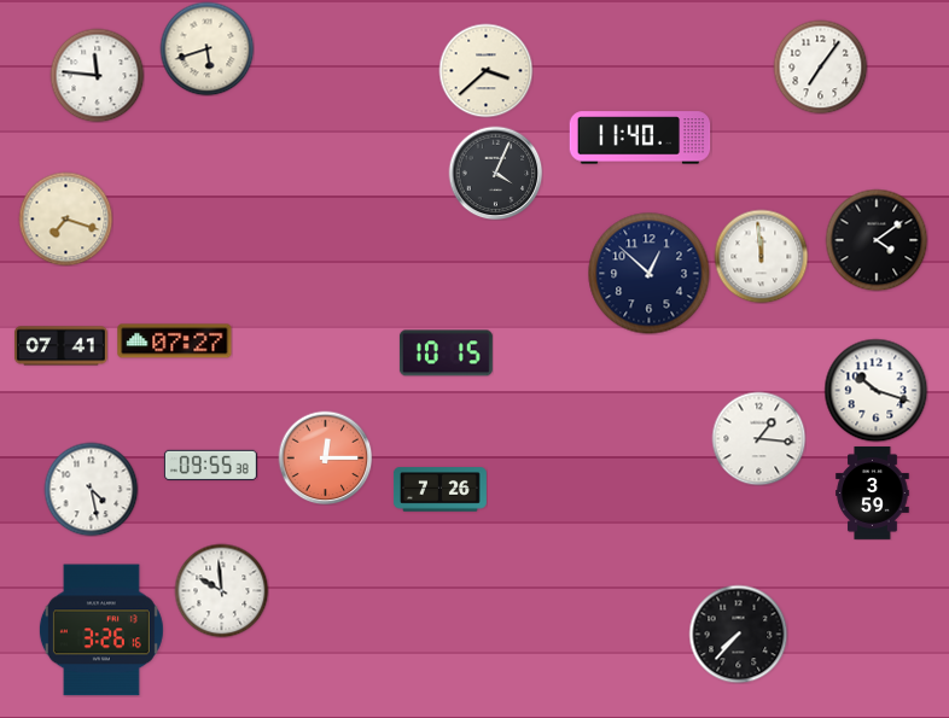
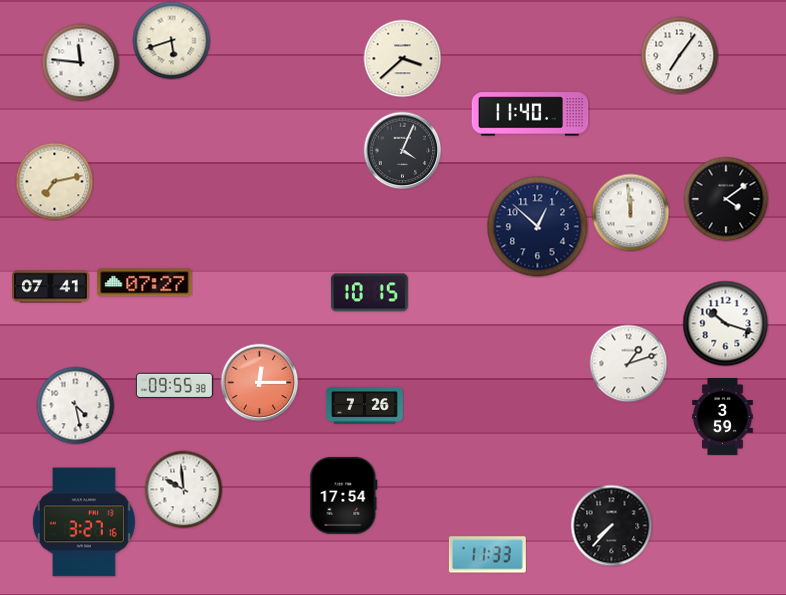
clock at (495, 173) position: (495, 173) -> (402, 150)
clock at (65, 218): 7:18 -> 7:13
clock at (758, 438): 1:16 -> 1:12
clock at (325, 457) position: (325, 457) -> (259, 382)
clock at (873, 492) position: (873, 492) -> (723, 416)
clock at (344, 495): none -> 17:54
clock at (101, 630): 3:26 -> 3:27
clock at (487, 555): none -> 11:33
